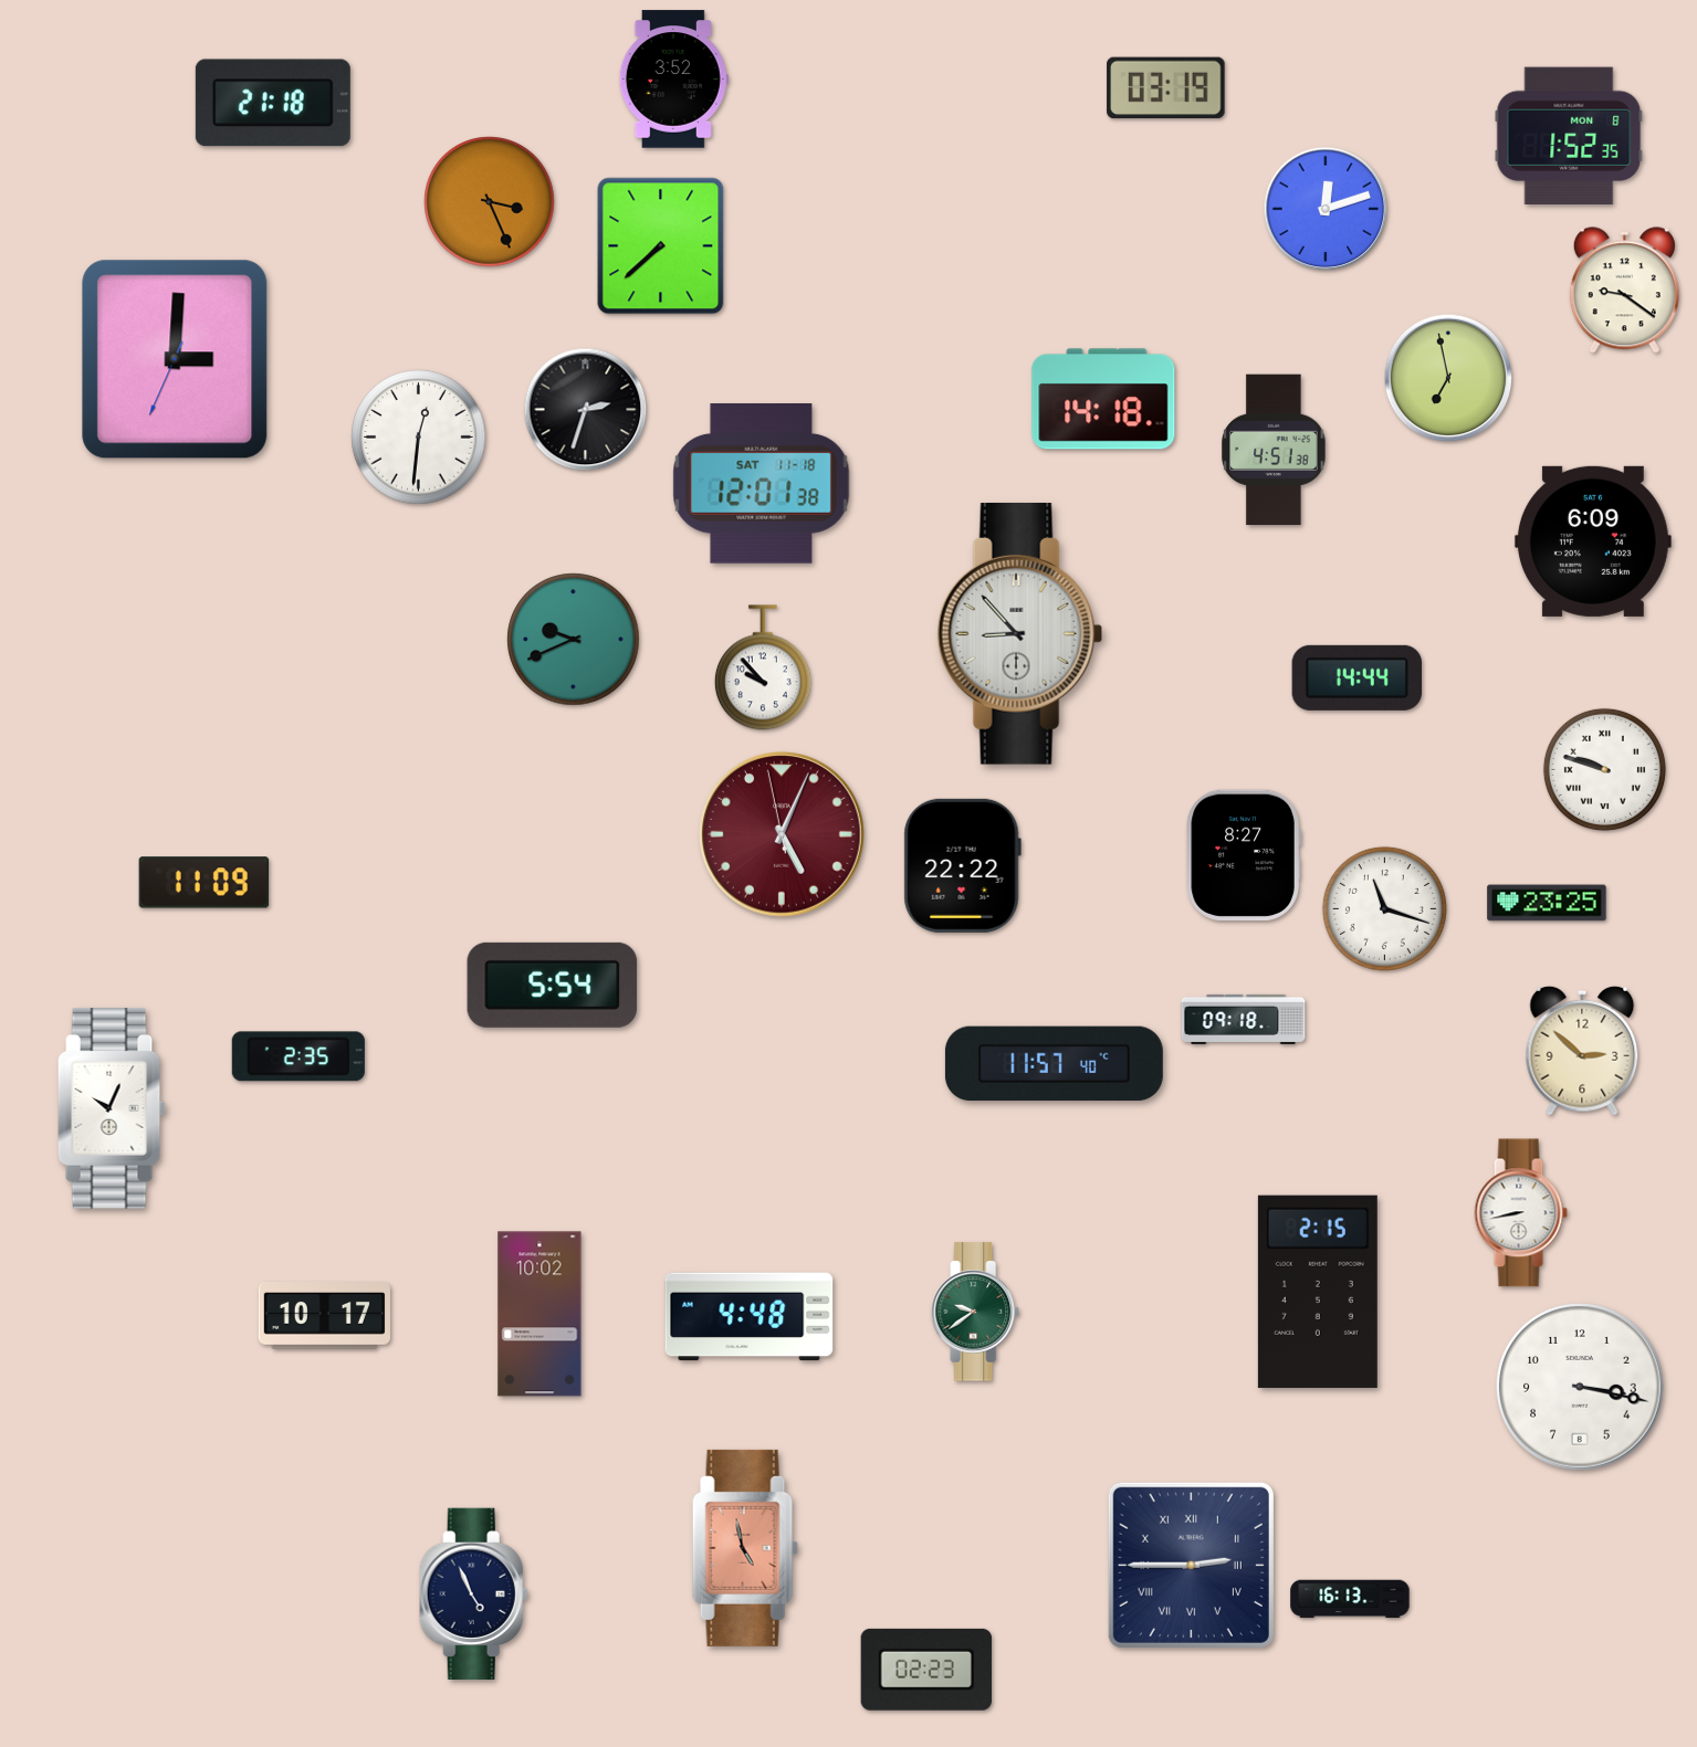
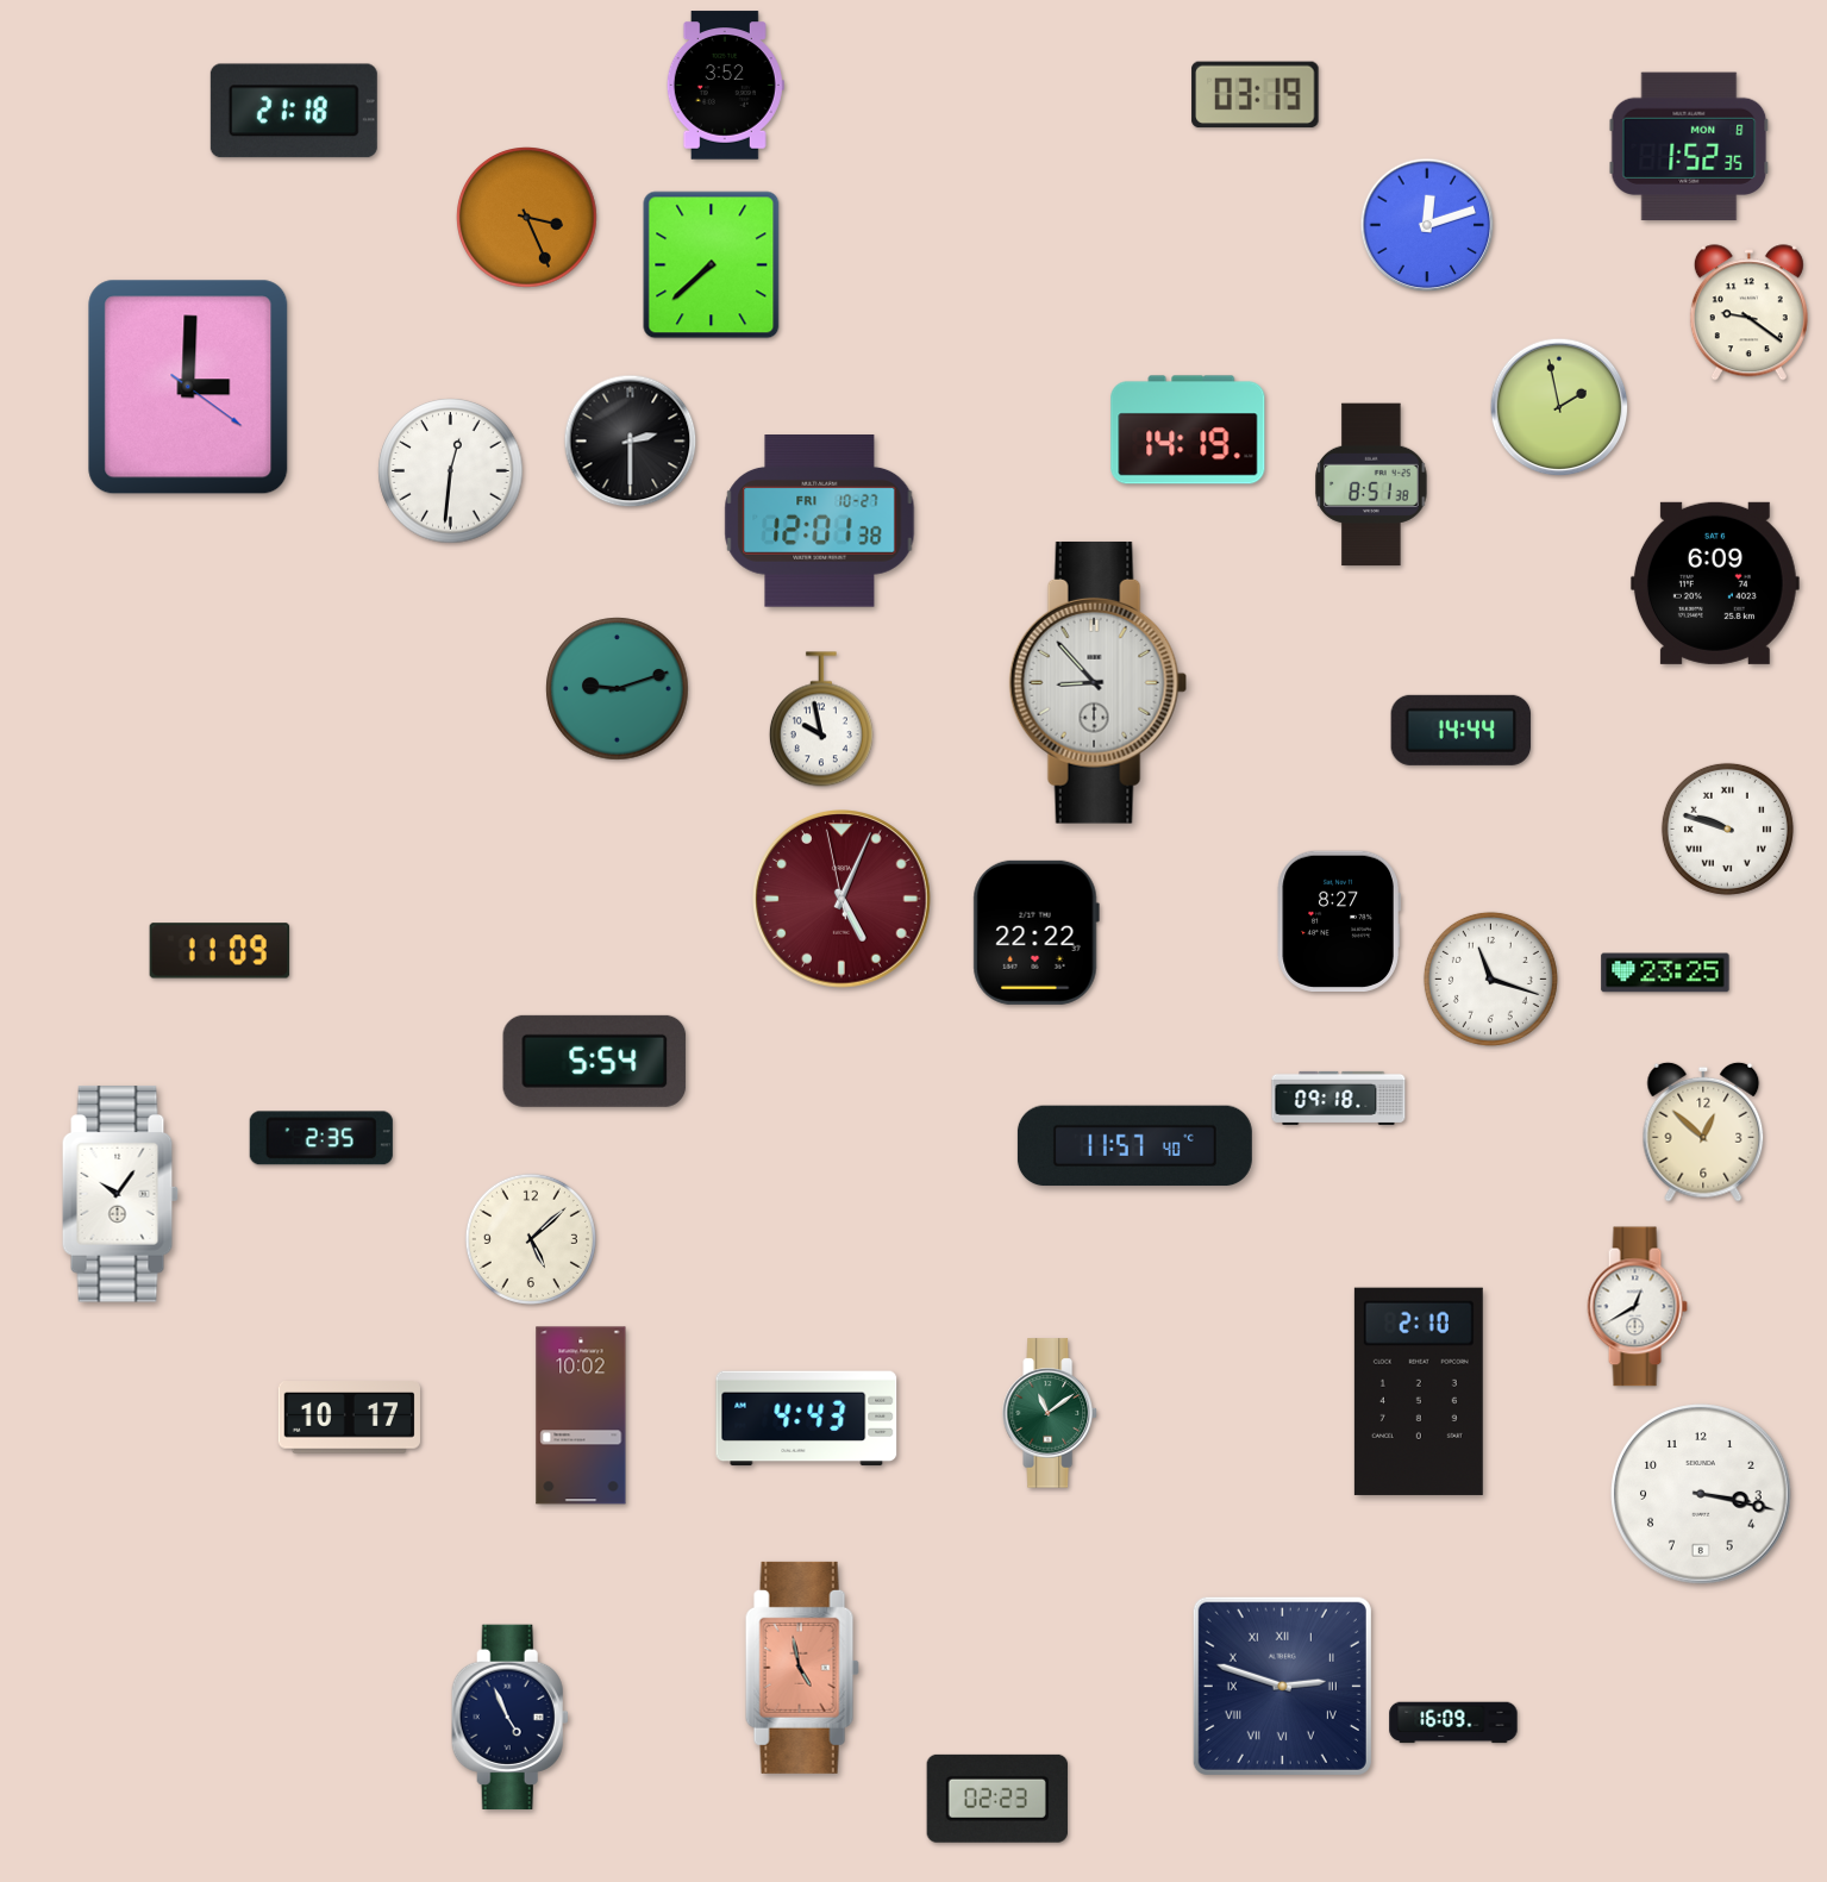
clock at (175, 359): 3:00:34 -> 3:00:21
clock at (1448, 378): 6:58 -> 1:58
clock at (1103, 399): 14:18 -> 14:19
clock at (586, 410): 2:33 -> 2:30
clock at (1274, 450): 4:51 -> 8:51
clock at (762, 484) date: SAT 11-18 -> FRI 10-27
clock at (574, 640): 9:41 -> 9:12
clock at (763, 667): 9:53 -> 9:58
clock at (1582, 1051): 2:52 -> 12:52
clock at (112, 1108): 10:04 -> 10:06
clock at (531, 1239): none -> 5:08
clock at (1520, 1213): 8:43 -> 12:40
clock at (1318, 1292): 2:15 -> 2:10
clock at (975, 1312): 9:39 -> 11:09
clock at (750, 1317): 4:48 -> 4:43
clock at (1191, 1565): 2:45 -> 2:48
clock at (1350, 1599): 16:13 -> 16:09
